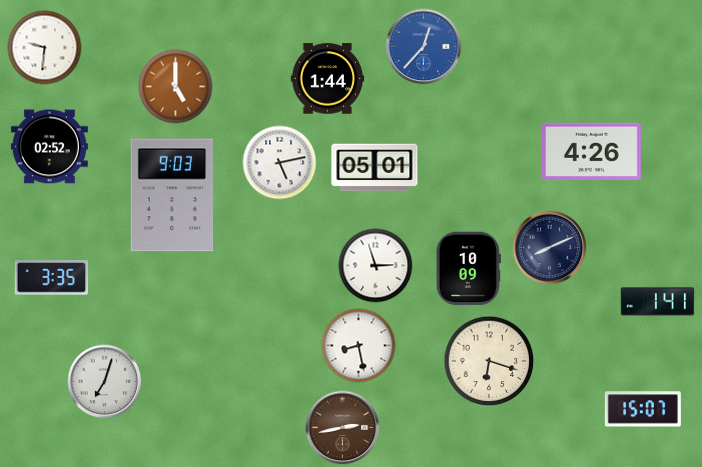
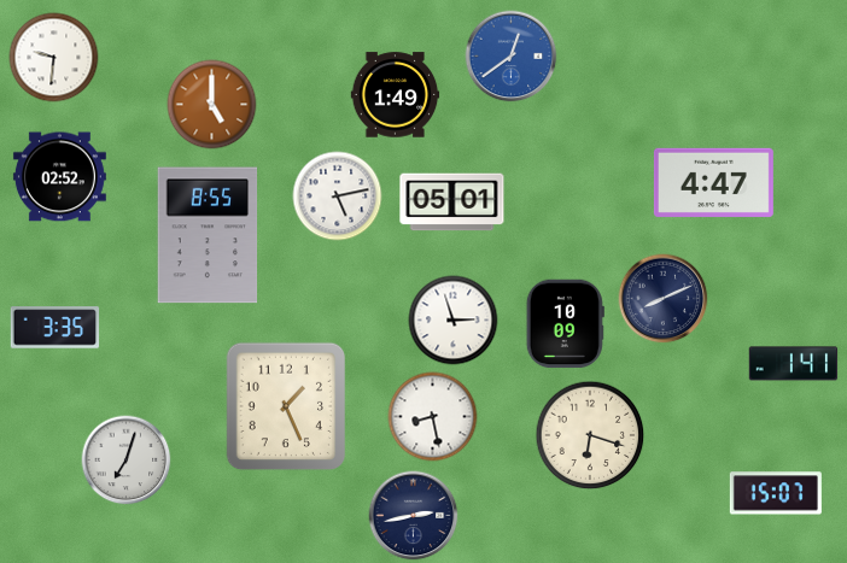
clock at (424, 47): 12:37 -> 12:39
clock at (328, 79): 1:44 -> 1:49
clock at (591, 151): 4:26 -> 4:47
clock at (172, 195): 9:03 -> 8:55
clock at (52, 278) position: (52, 278) -> (56, 328)
clock at (286, 406): none -> 1:26
clock at (343, 428) dial: brown -> navy
